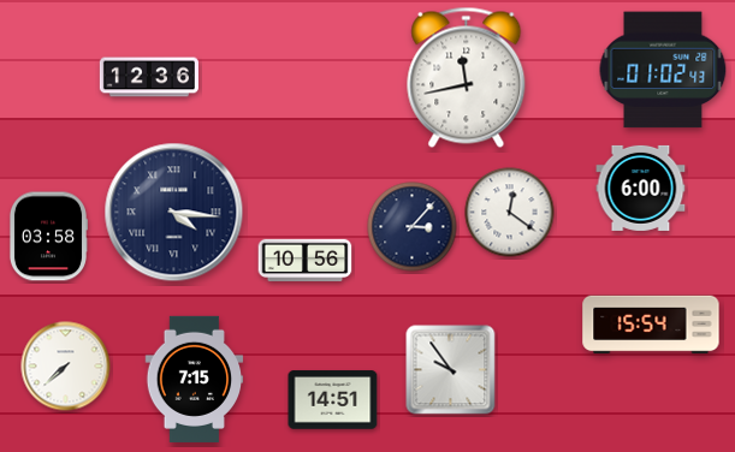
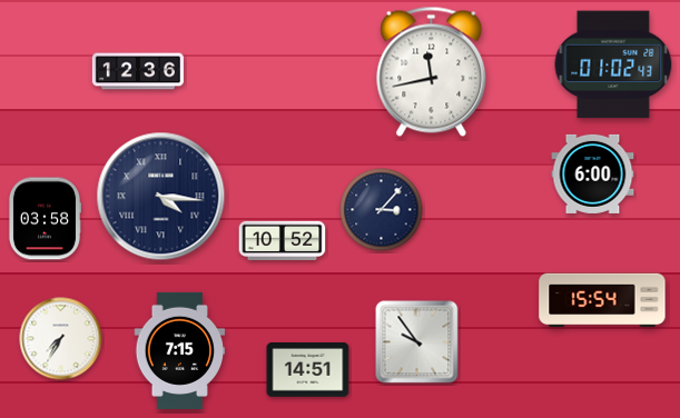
clock at (510, 213): 12:21 -> none
clock at (306, 261): 10:56 -> 10:52
clock at (66, 367): 7:38 -> 7:35
